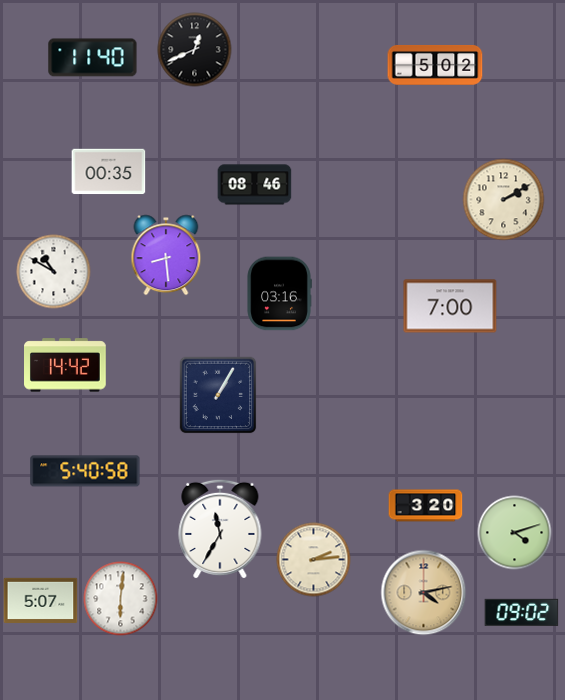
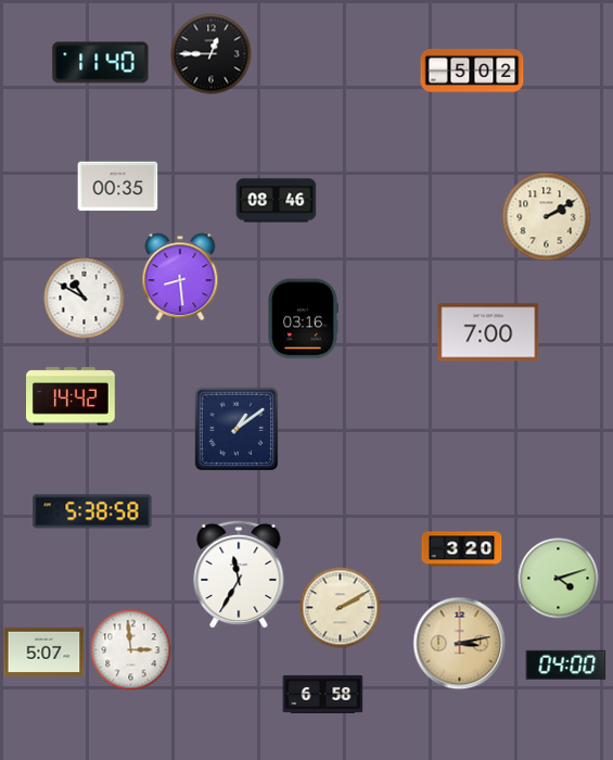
clock at (195, 50): 12:41 -> 12:45
clock at (54, 272) position: (54, 272) -> (85, 299)
clock at (218, 395): 1:05 -> 1:09
clock at (85, 471): 5:40 -> 5:38
clock at (314, 560): 2:14 -> 2:10
clock at (424, 593): 4:13 -> 3:13
clock at (121, 599): 6:01 -> 2:59
clock at (522, 612): 09:02 -> 04:00
clock at (323, 694): none -> 6:58
